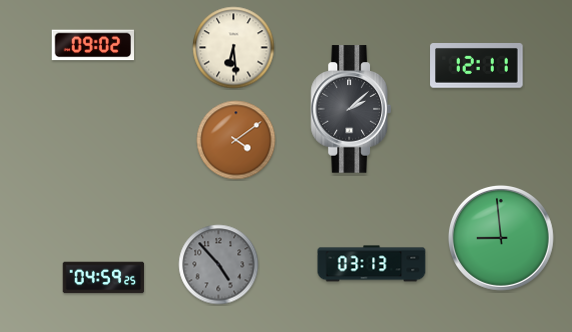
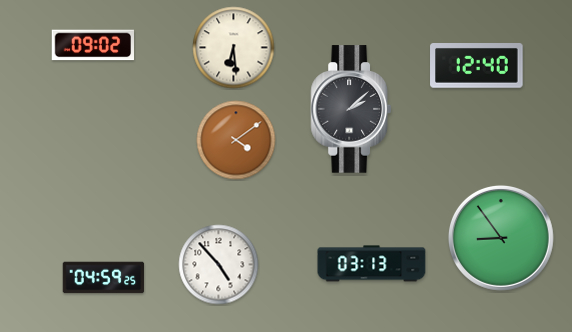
clock at (477, 66): 12:11 -> 12:40
clock at (501, 238): 8:59 -> 8:54
clock at (219, 265) dial: grey -> white
